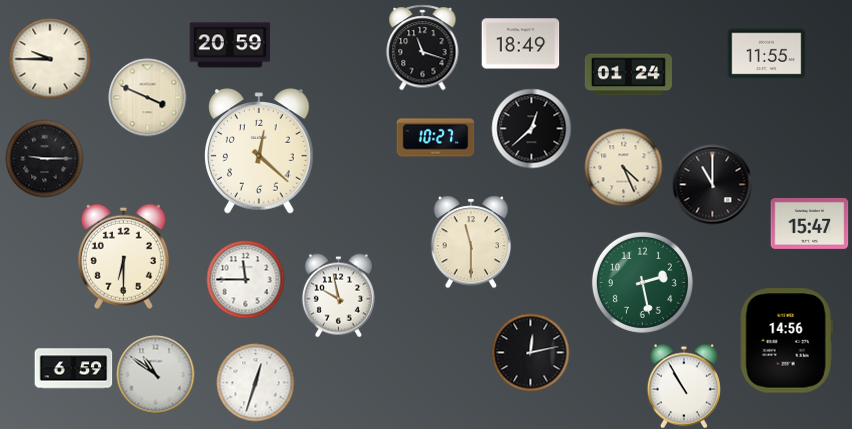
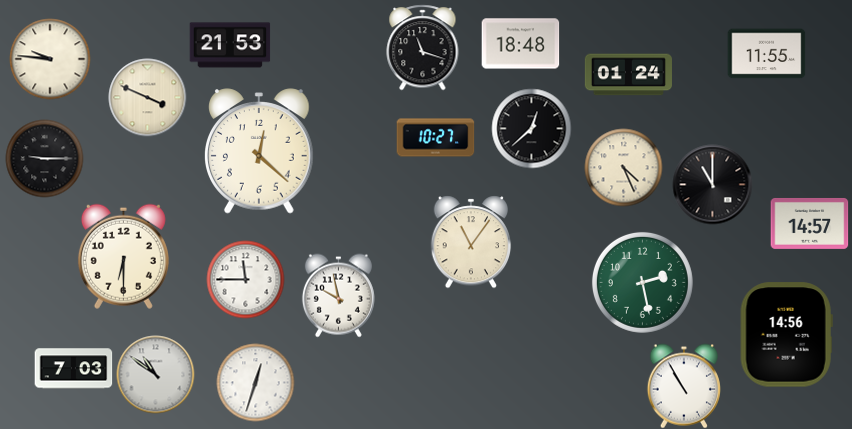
clock at (520, 44): 18:49 -> 18:48
clock at (230, 45): 20:59 -> 21:53
clock at (50, 59): 9:45 -> 9:46
clock at (809, 223): 15:47 -> 14:57
clock at (471, 242): 11:30 -> 11:06
clock at (786, 341) position: (786, 341) -> (786, 335)
clock at (530, 352): 12:13 -> none
clock at (73, 369): 6:59 -> 7:03
